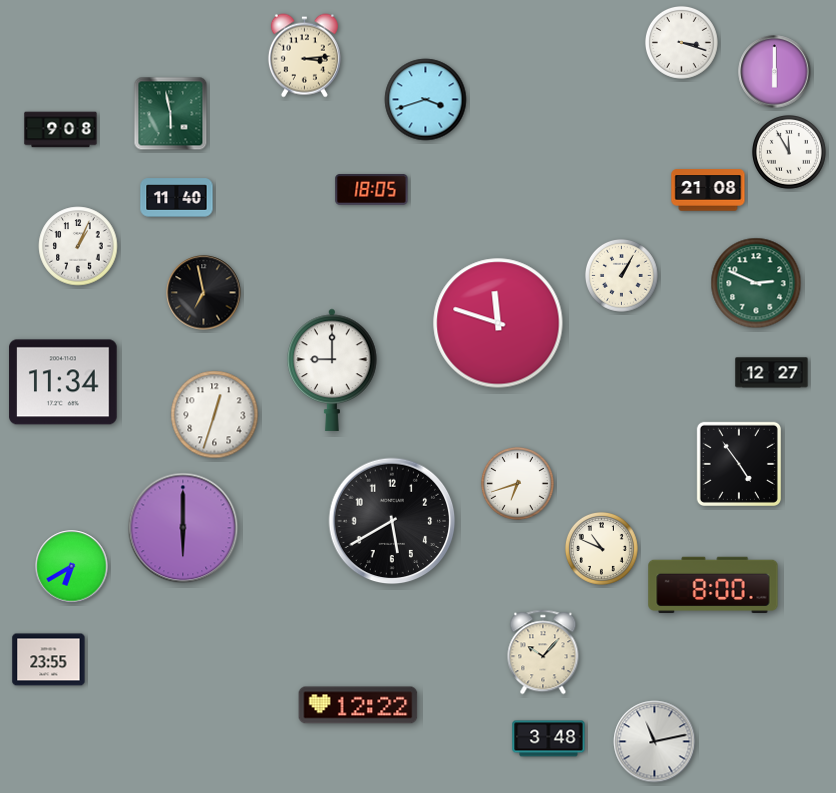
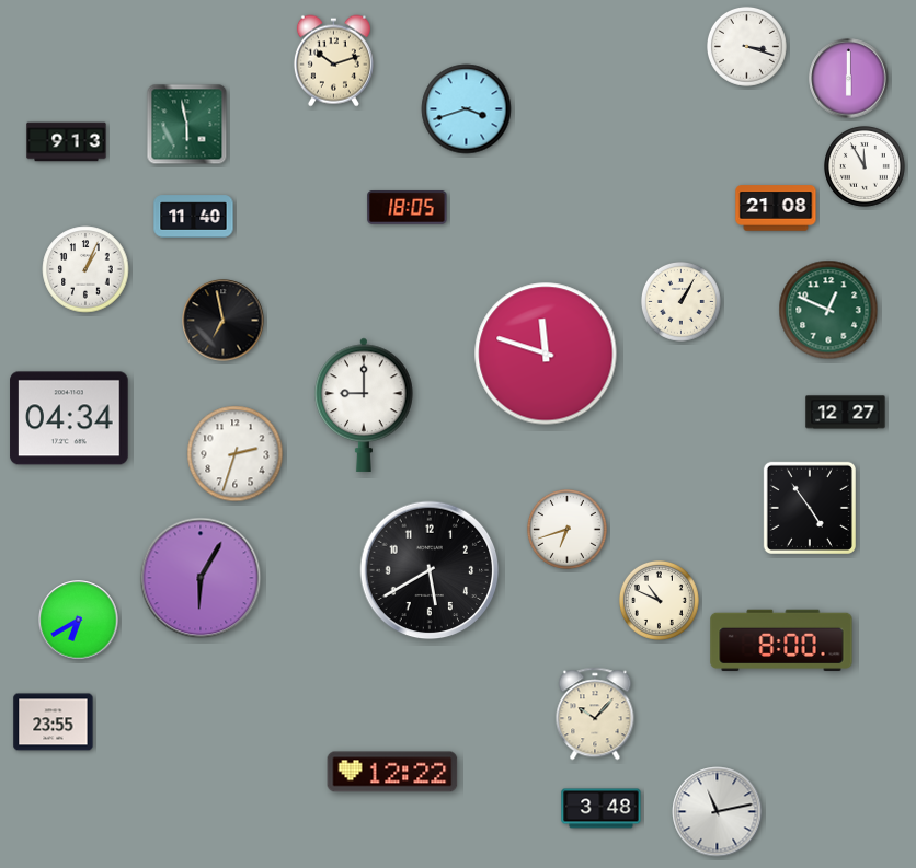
clock at (304, 56): 3:14 -> 10:12
clock at (61, 130): 9:08 -> 9:13
clock at (756, 283): 2:49 -> 12:49
clock at (772, 373) position: (772, 373) -> (846, 413)
clock at (63, 382): 11:34 -> 04:34
clock at (215, 415): 12:33 -> 2:33
clock at (183, 528): 6:00 -> 6:05
